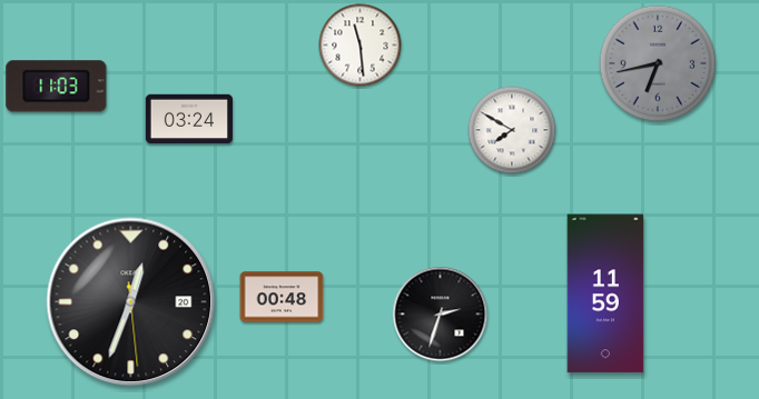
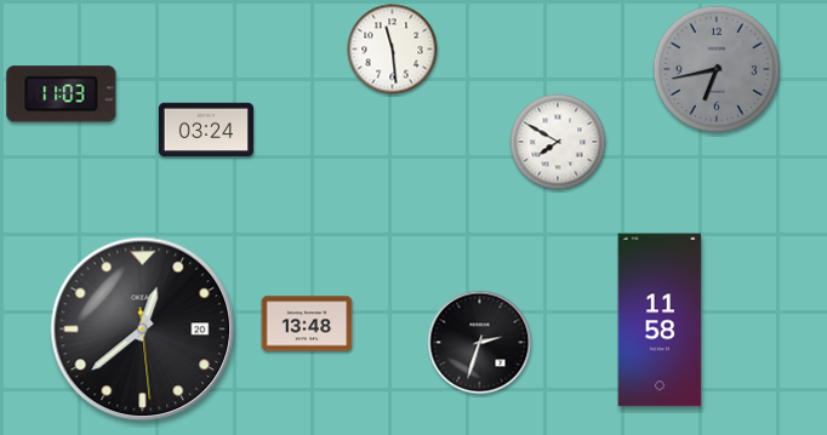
clock at (605, 293): 11:59 -> 11:58
clock at (282, 297): 00:48 -> 13:48
clock at (131, 302): 12:33 -> 12:38
